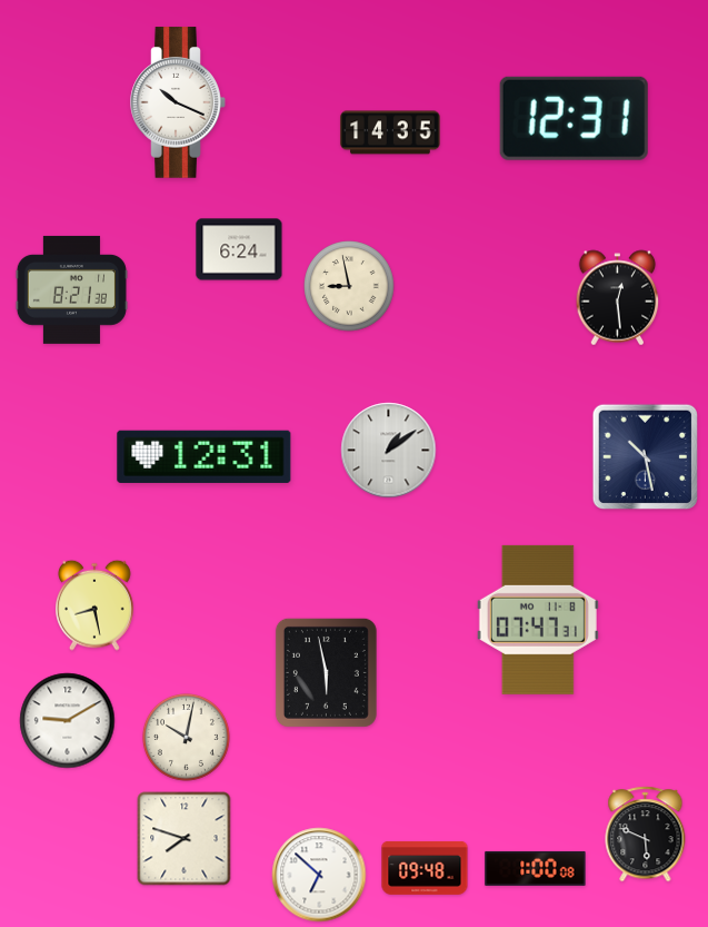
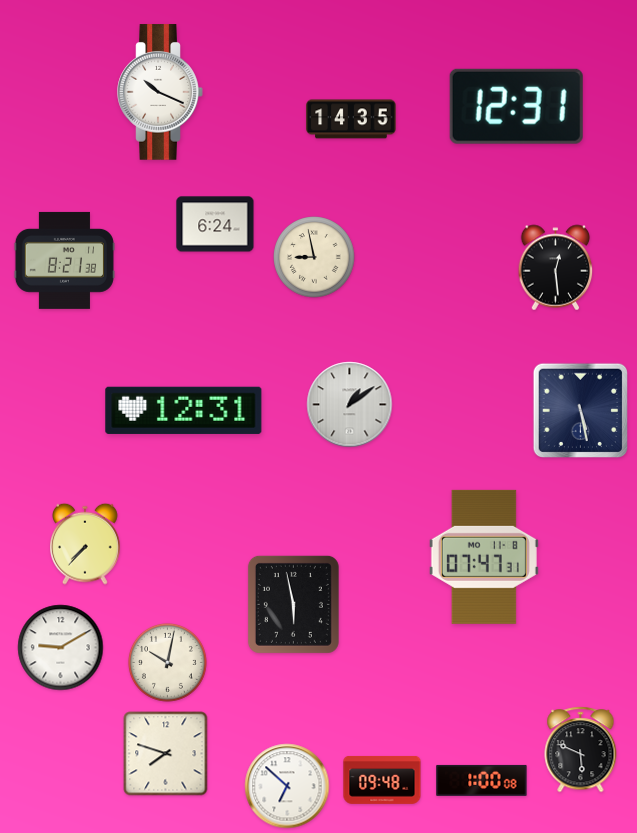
clock at (645, 456): 10:28 -> 5:28
clock at (96, 605): 8:28 -> 7:37
